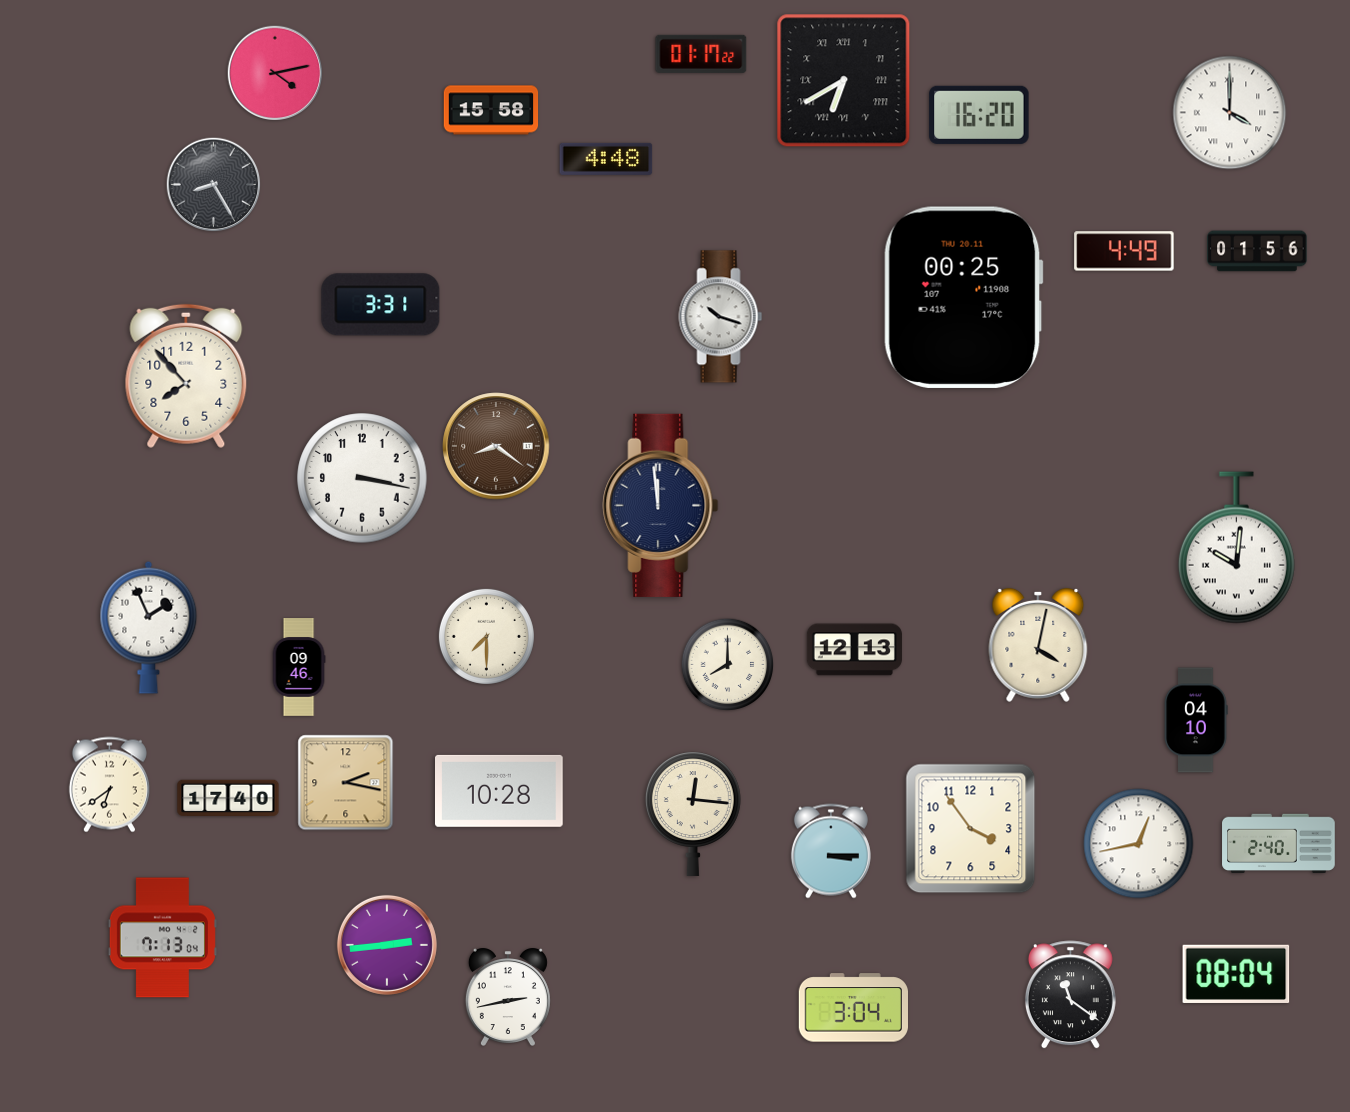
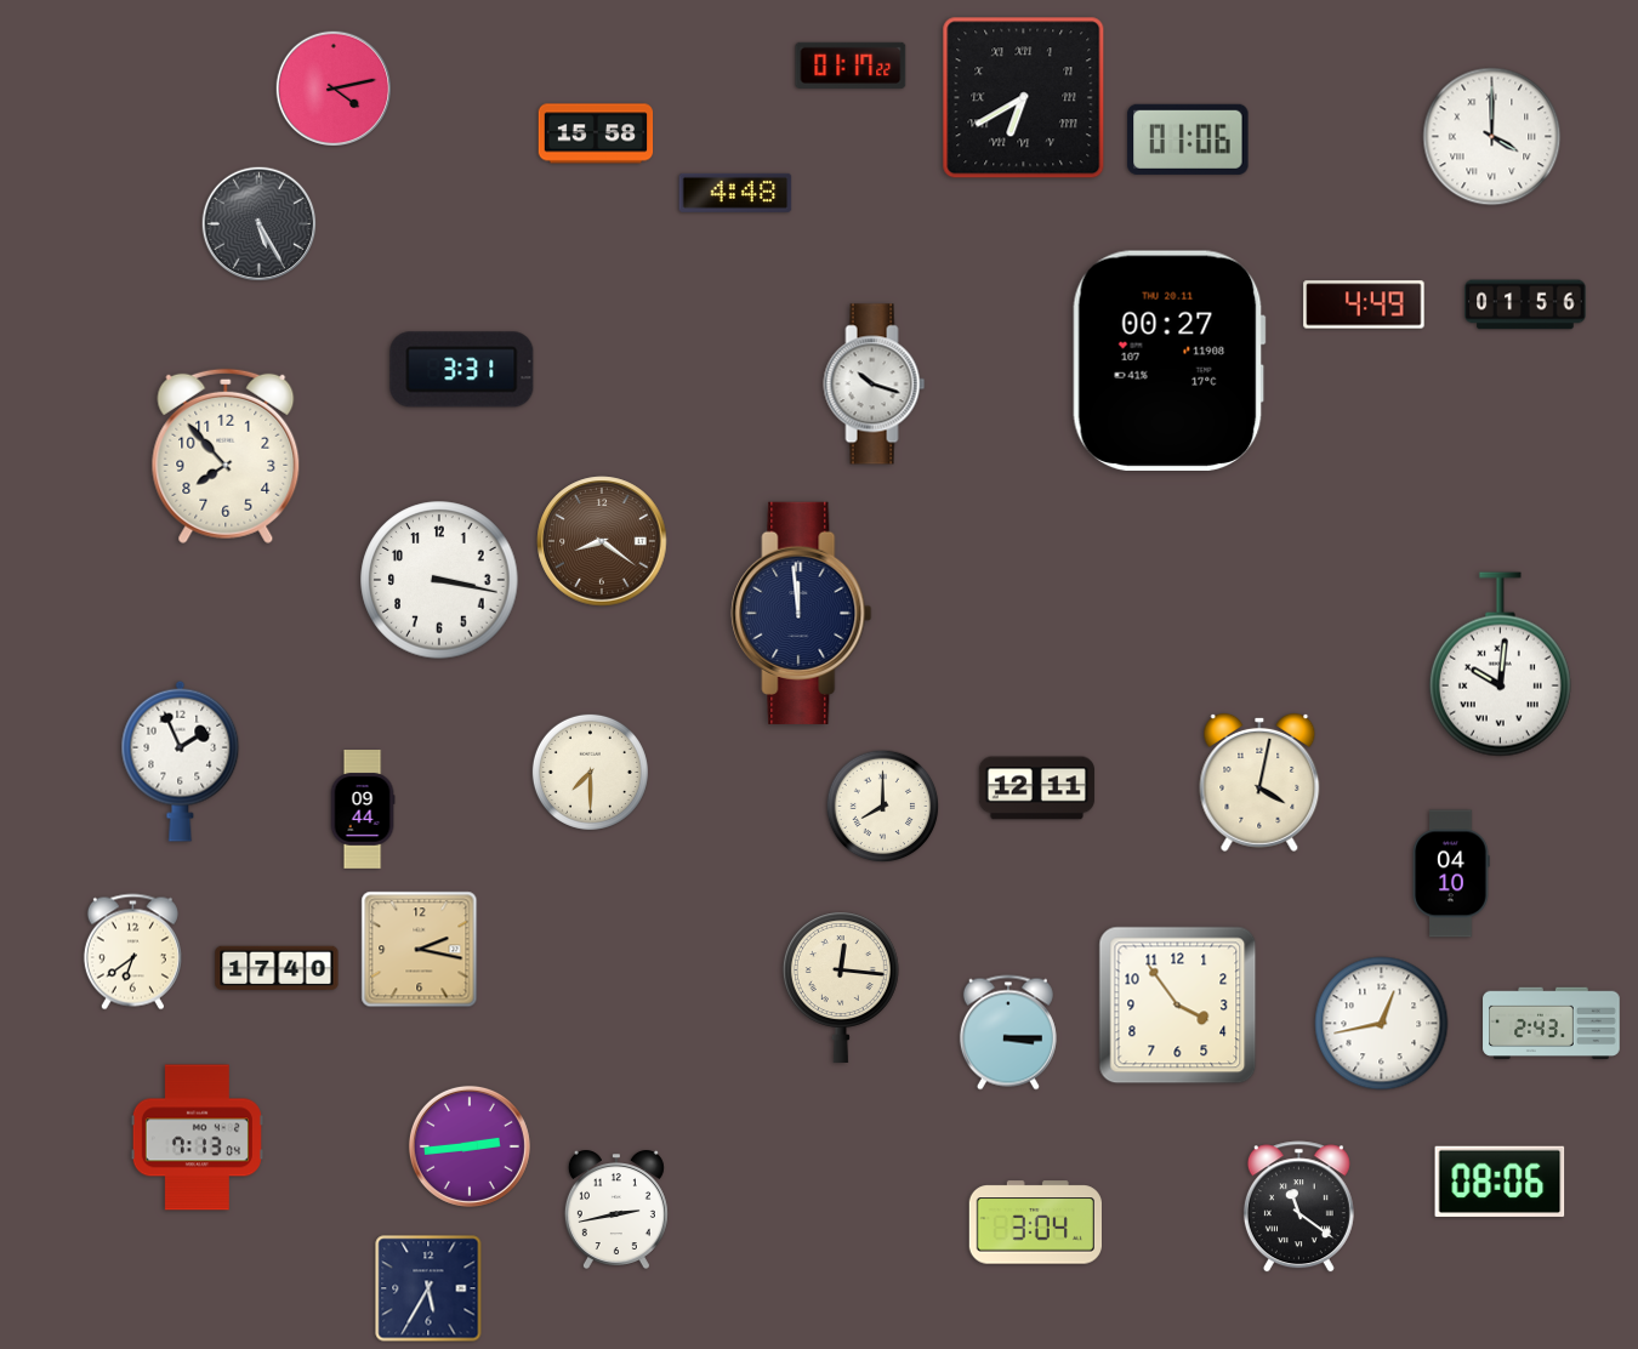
clock at (979, 115): 16:20 -> 01:06
clock at (214, 185): 8:25 -> 5:25
clock at (963, 297): 00:25 -> 00:27
clock at (854, 650): 12:13 -> 12:11
clock at (299, 667): 09:46 -> 09:44
clock at (500, 791): 10:28 -> none
clock at (1279, 844): 2:40 -> 2:43
clock at (1236, 973): 08:04 -> 08:06
clock at (428, 1288): none -> 5:35
